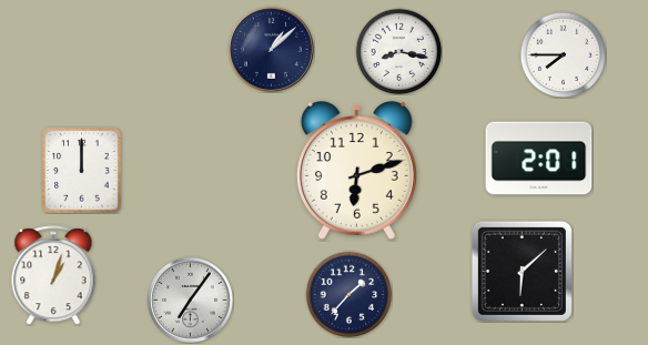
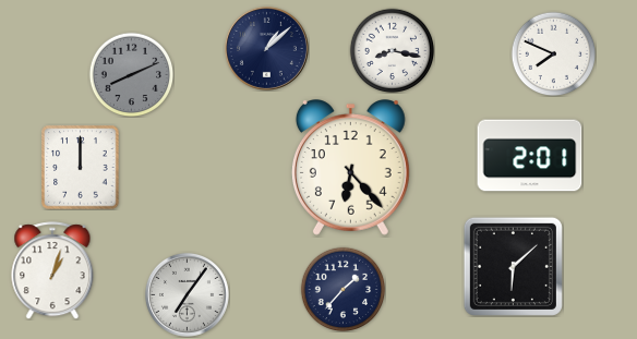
clock at (563, 54): 7:45 -> 7:49
clock at (131, 74): none -> 8:11
clock at (356, 171): 6:12 -> 6:23
